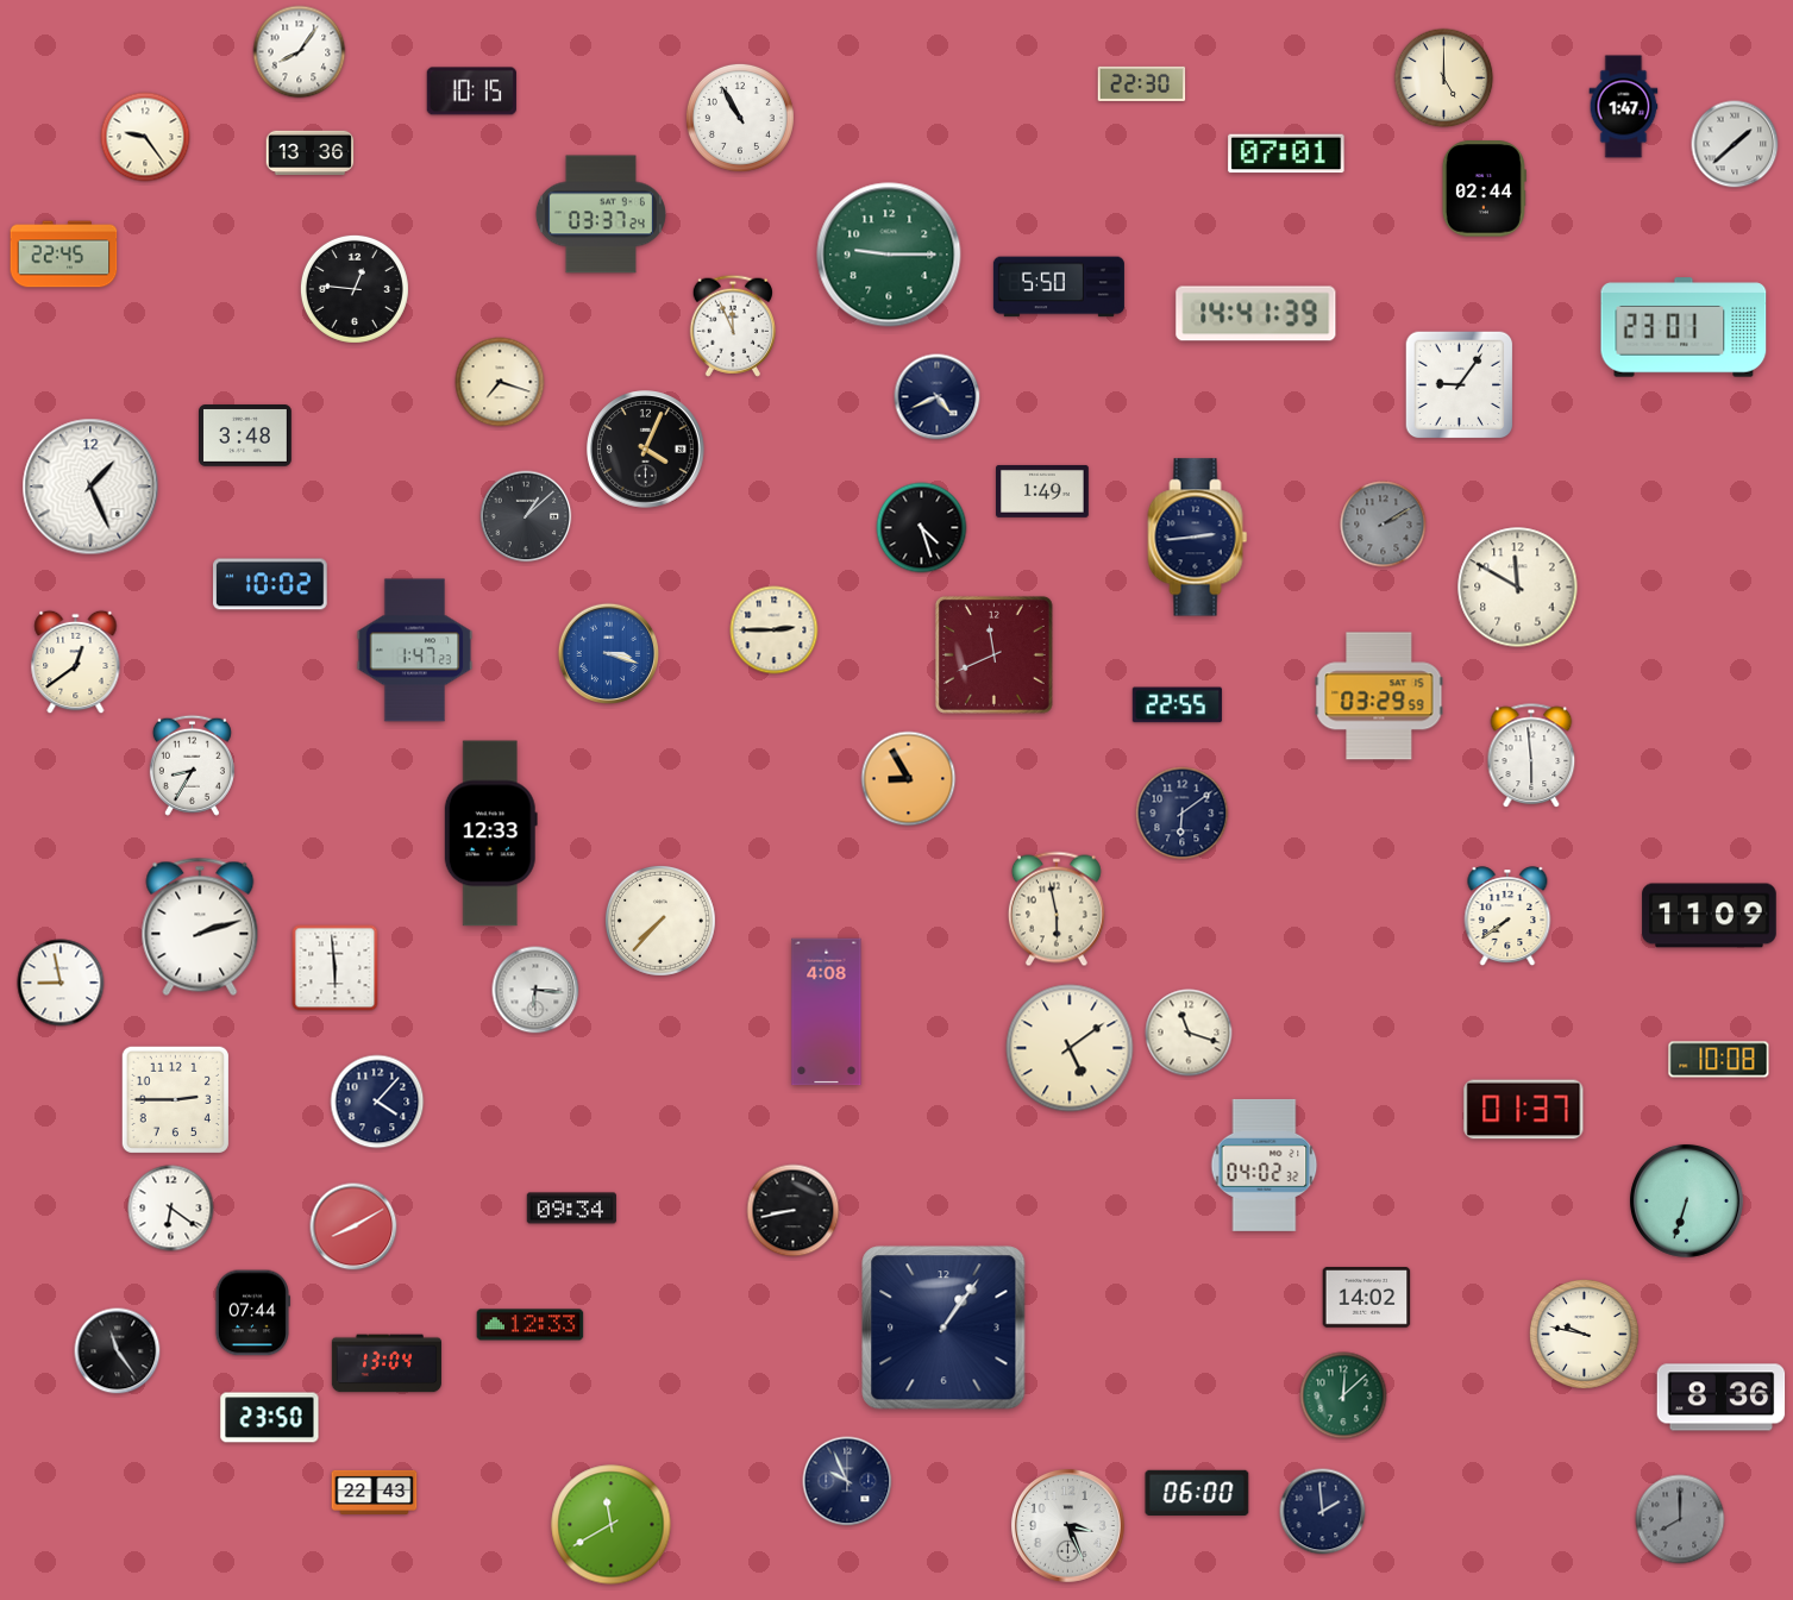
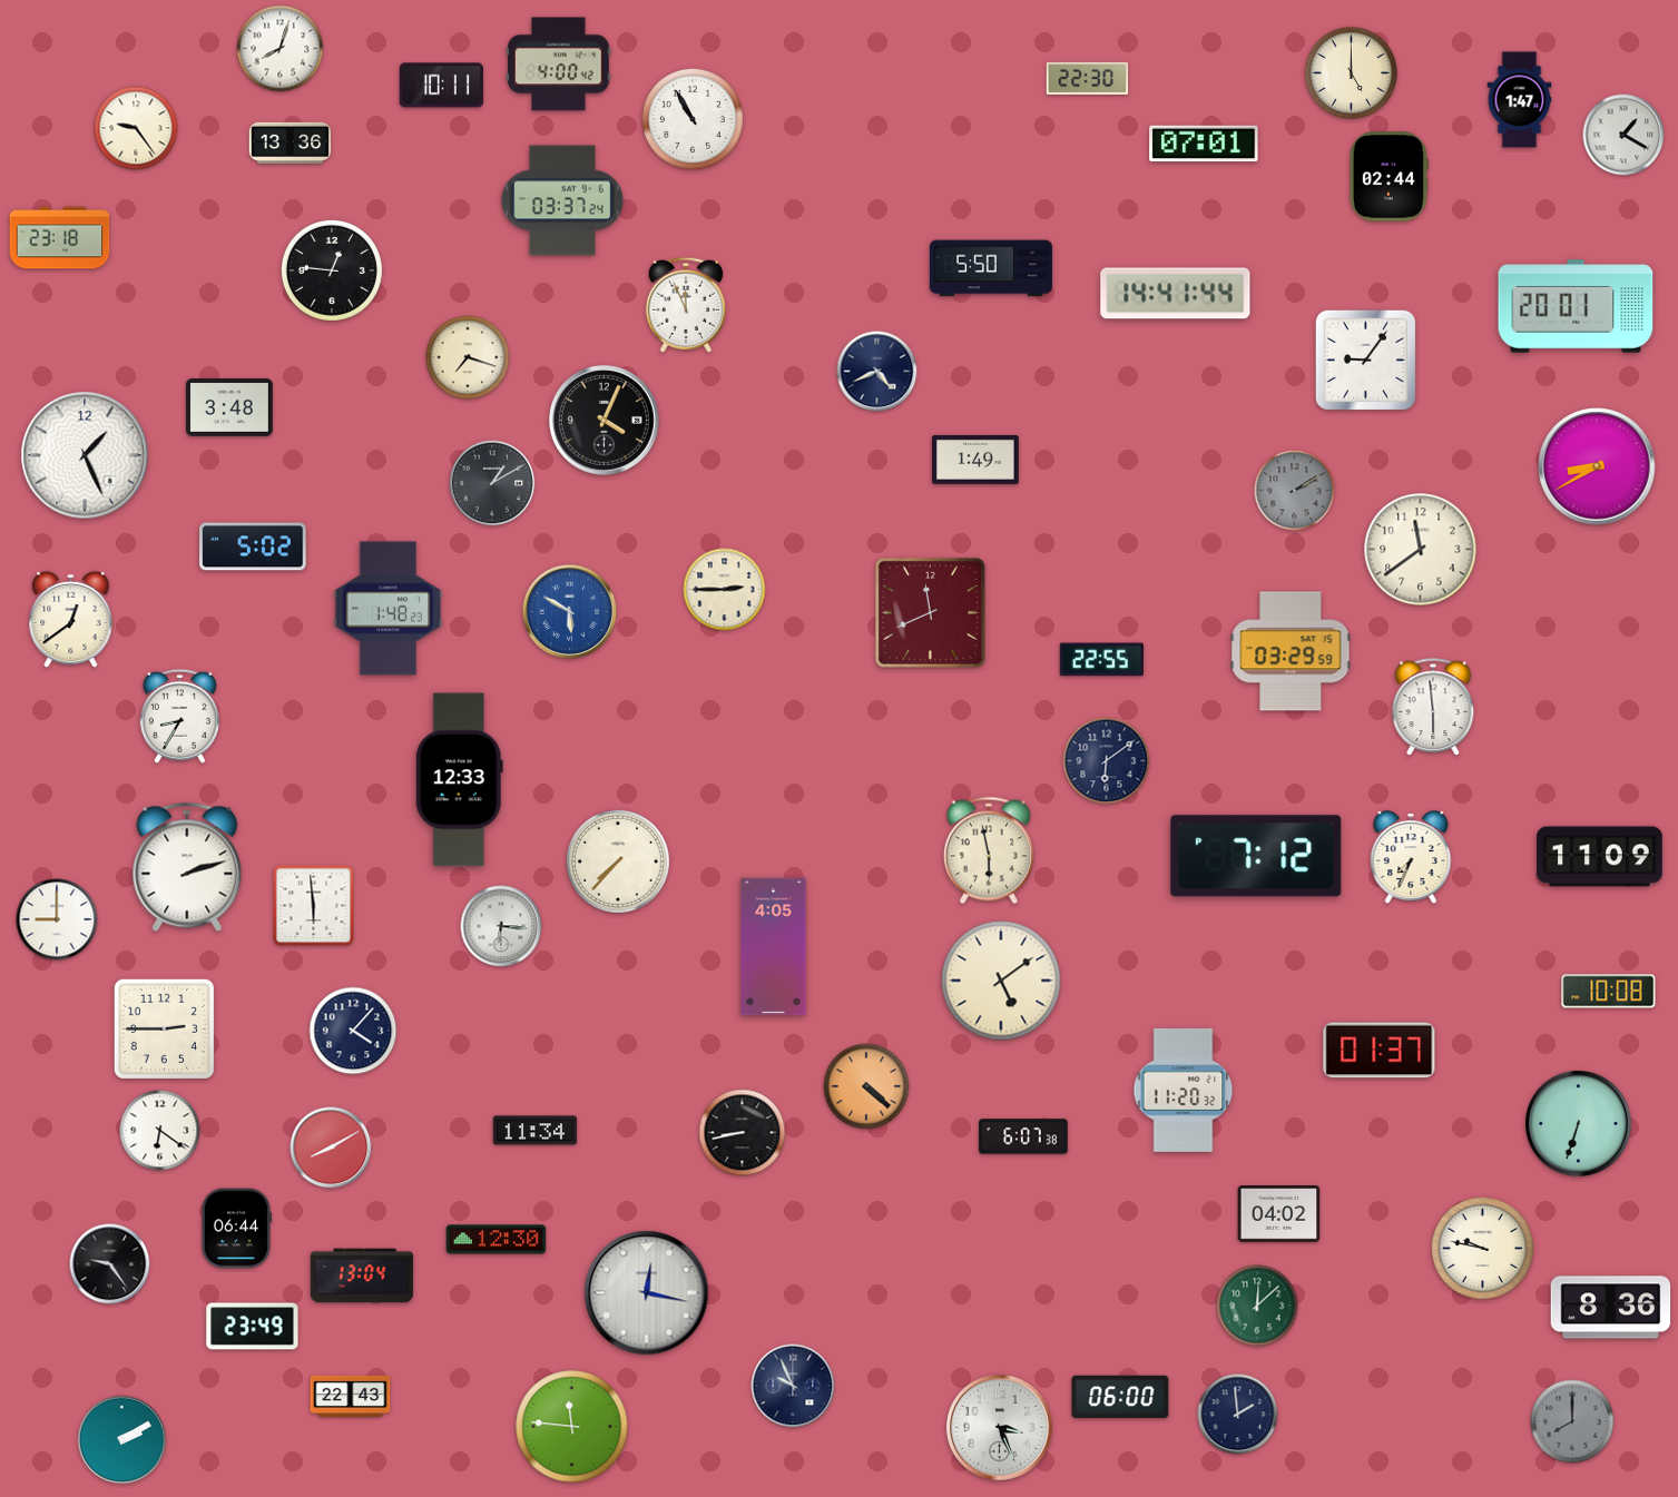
clock at (300, 52): 8:06 -> 8:03
clock at (558, 65): none -> 4:00
clock at (1142, 83) position: (1142, 83) -> (1088, 78)
clock at (471, 92): 10:15 -> 10:11
clock at (740, 118) position: (740, 118) -> (693, 119)
clock at (1735, 144): 1:38 -> 1:20
clock at (64, 255): 22:45 -> 23:18
clock at (889, 255): 9:15 -> none
clock at (1256, 314): 14:41:39 -> 14:41:44
clock at (1684, 327): 23:01 -> 20:01
clock at (1597, 466): none -> 8:40
clock at (526, 516): 1:08 -> 1:10
clock at (922, 528): 4:27 -> none
clock at (1198, 538): 2:44 -> none
clock at (270, 584): 10:02 -> 5:02
clock at (1518, 588): 11:50 -> 11:39
clock at (415, 651): 1:47 -> 1:48
clock at (608, 653): 3:18 -> 5:50
clock at (909, 779): 8:55 -> none
clock at (1256, 856): none -> 7:12
clock at (1507, 917): 7:39 -> 7:34
clock at (61, 983): 8:58 -> 9:00
clock at (827, 1012): 4:08 -> 4:05
clock at (1189, 1033): 11:18 -> none
clock at (1524, 1110) position: (1524, 1110) -> (1380, 1051)
clock at (866, 1086): none -> 4:22
clock at (1265, 1165): 04:02 -> 11:20
clock at (571, 1209): 09:34 -> 11:34
clock at (1023, 1136): none -> 6:07
clock at (1367, 1298): 14:02 -> 04:02
clock at (252, 1313): 07:44 -> 06:44
clock at (531, 1325): 12:33 -> 12:30
clock at (943, 1328): 1:06 -> none
clock at (118, 1351): 11:24 -> 9:24
clock at (647, 1293): none -> 12:17
clock at (270, 1418): 23:50 -> 23:49
clock at (612, 1525): 11:40 -> 11:46
clock at (122, 1440): none -> 2:10
